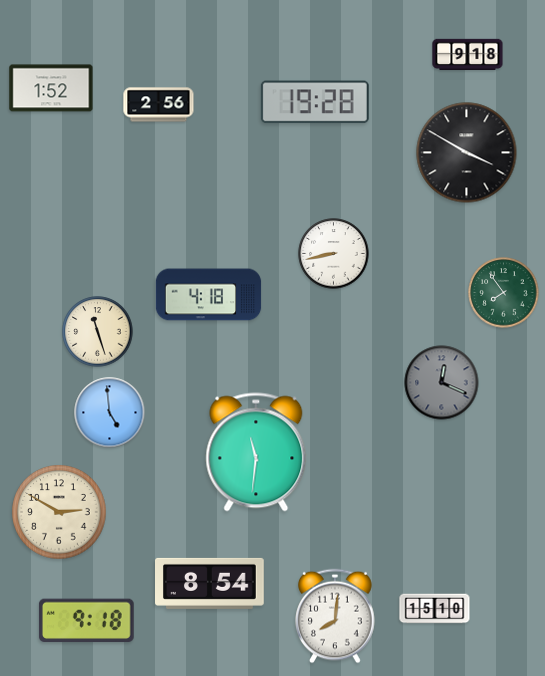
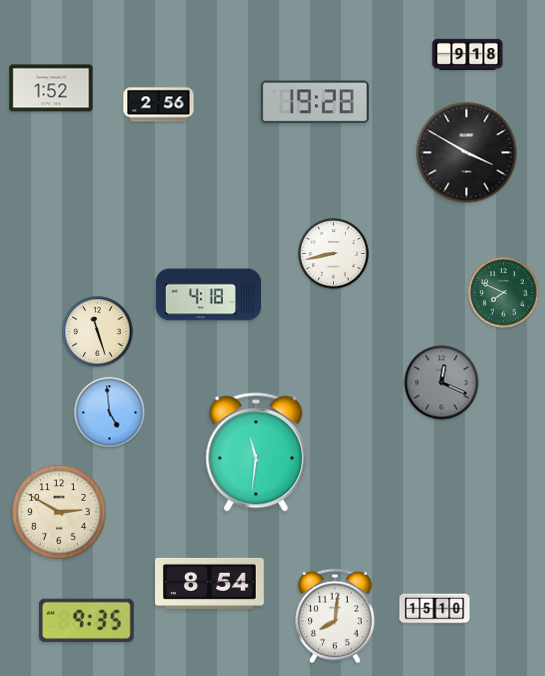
clock at (504, 293): 7:54 -> 7:49
clock at (86, 621): 9:18 -> 9:35
